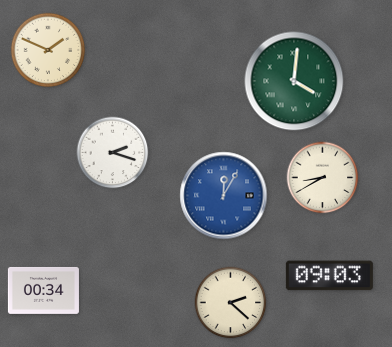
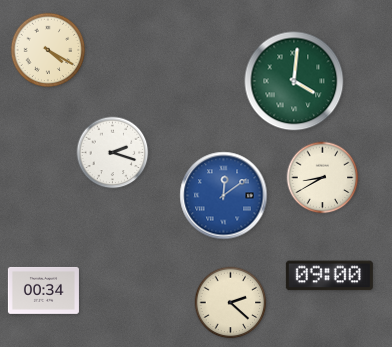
clock at (48, 50): 1:49 -> 4:20
clock at (224, 196): 12:05 -> 12:09
clock at (329, 276): 09:03 -> 09:00
